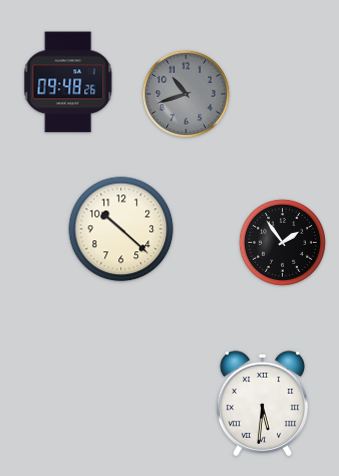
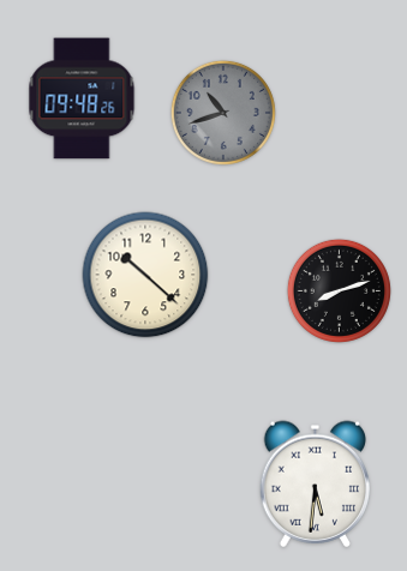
clock at (282, 242): 1:54 -> 8:12
